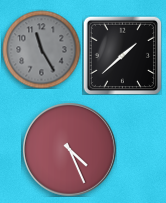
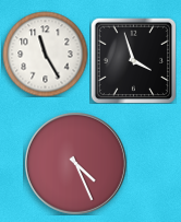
clock at (41, 49) dial: grey -> white
clock at (122, 55): 1:38 -> 3:57
